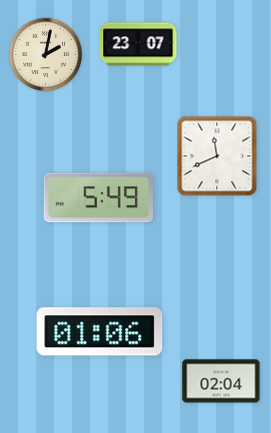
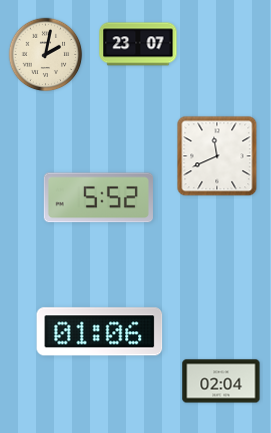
clock at (98, 198): 5:49 -> 5:52
